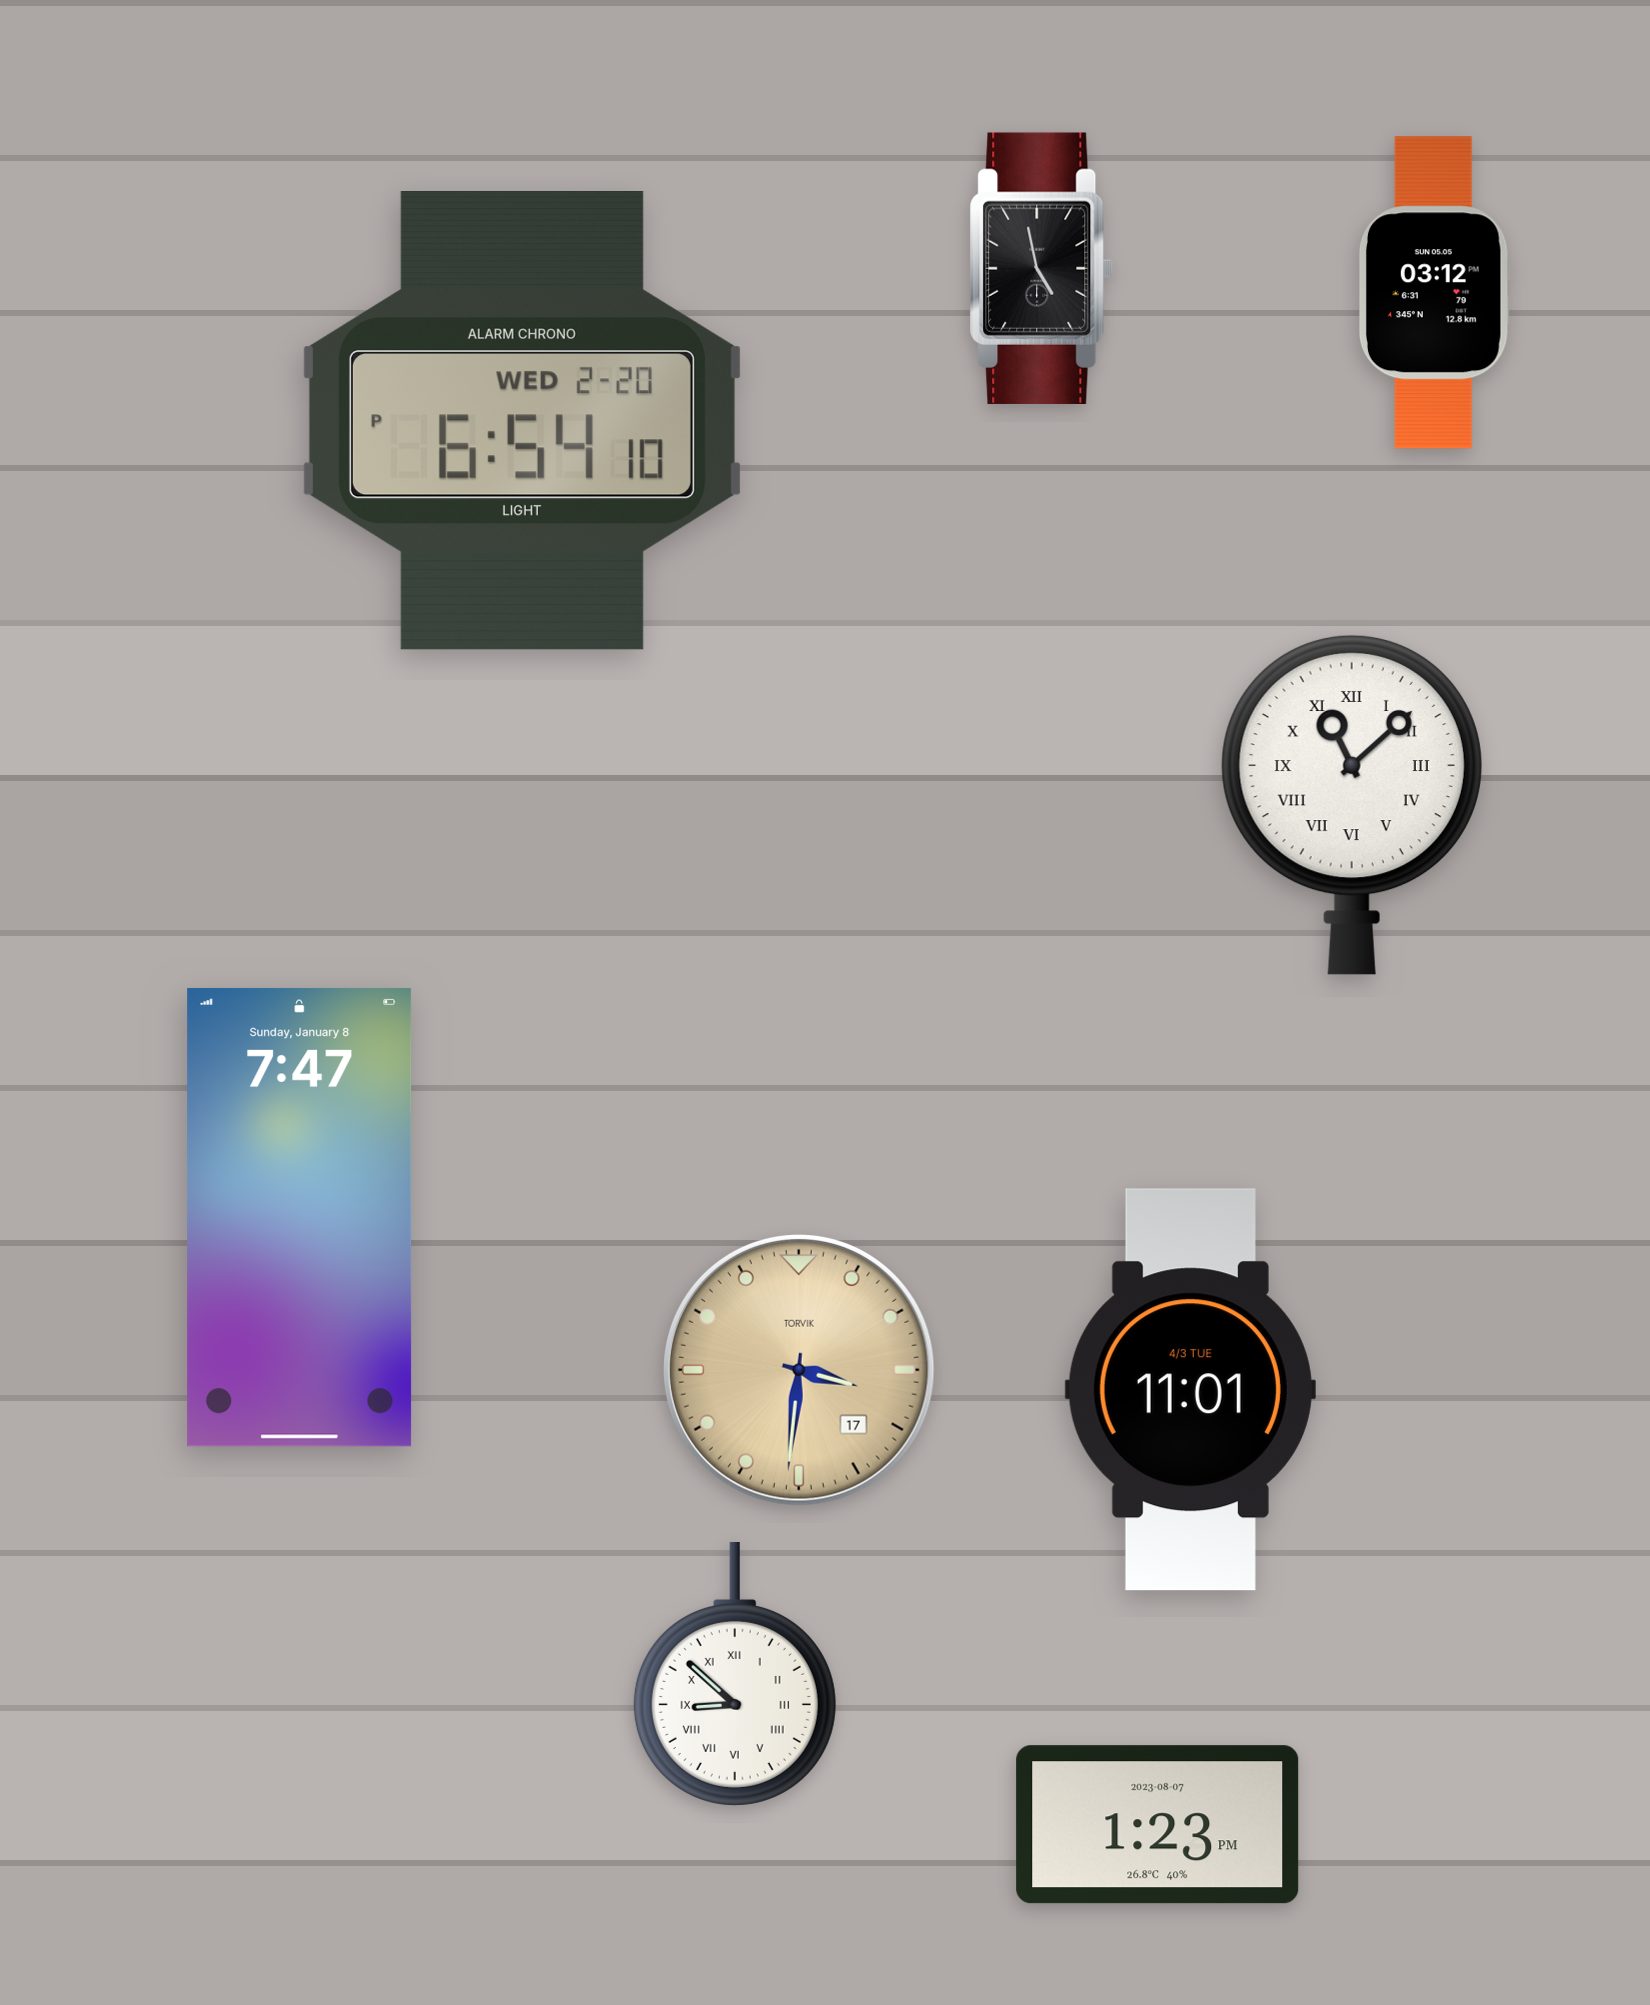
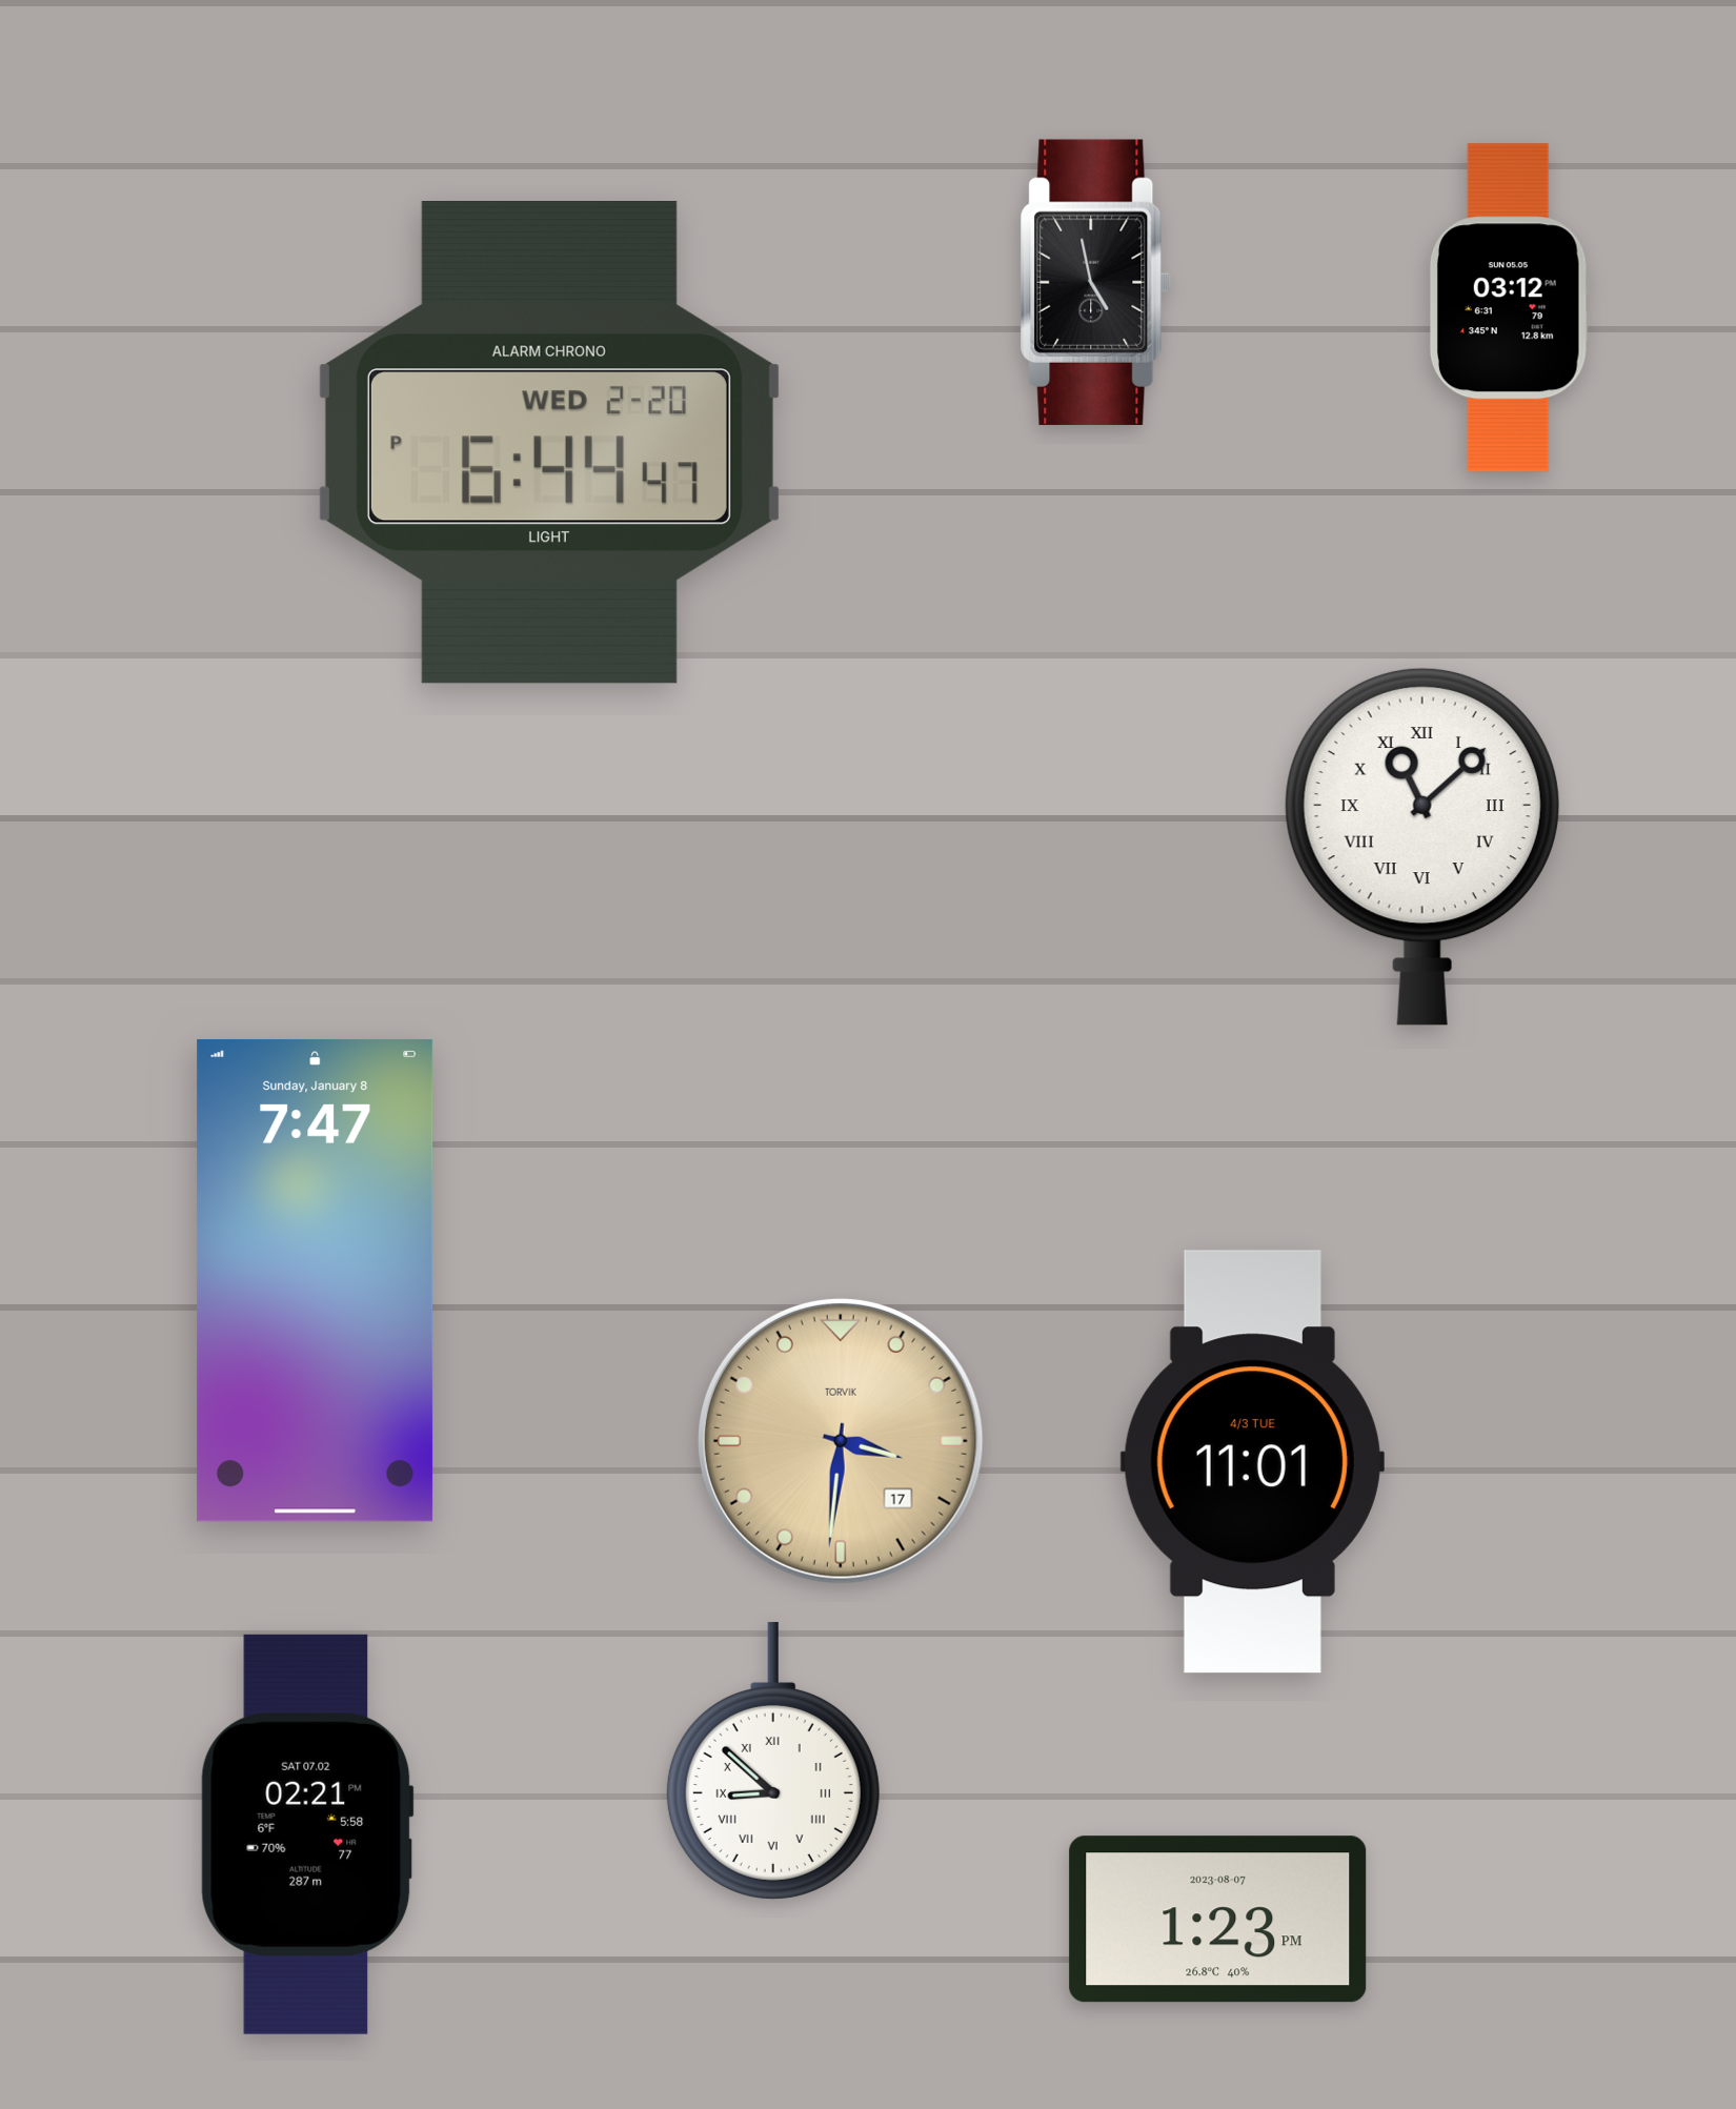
clock at (522, 421): 6:54 -> 6:44
clock at (307, 1834): none -> 02:21
